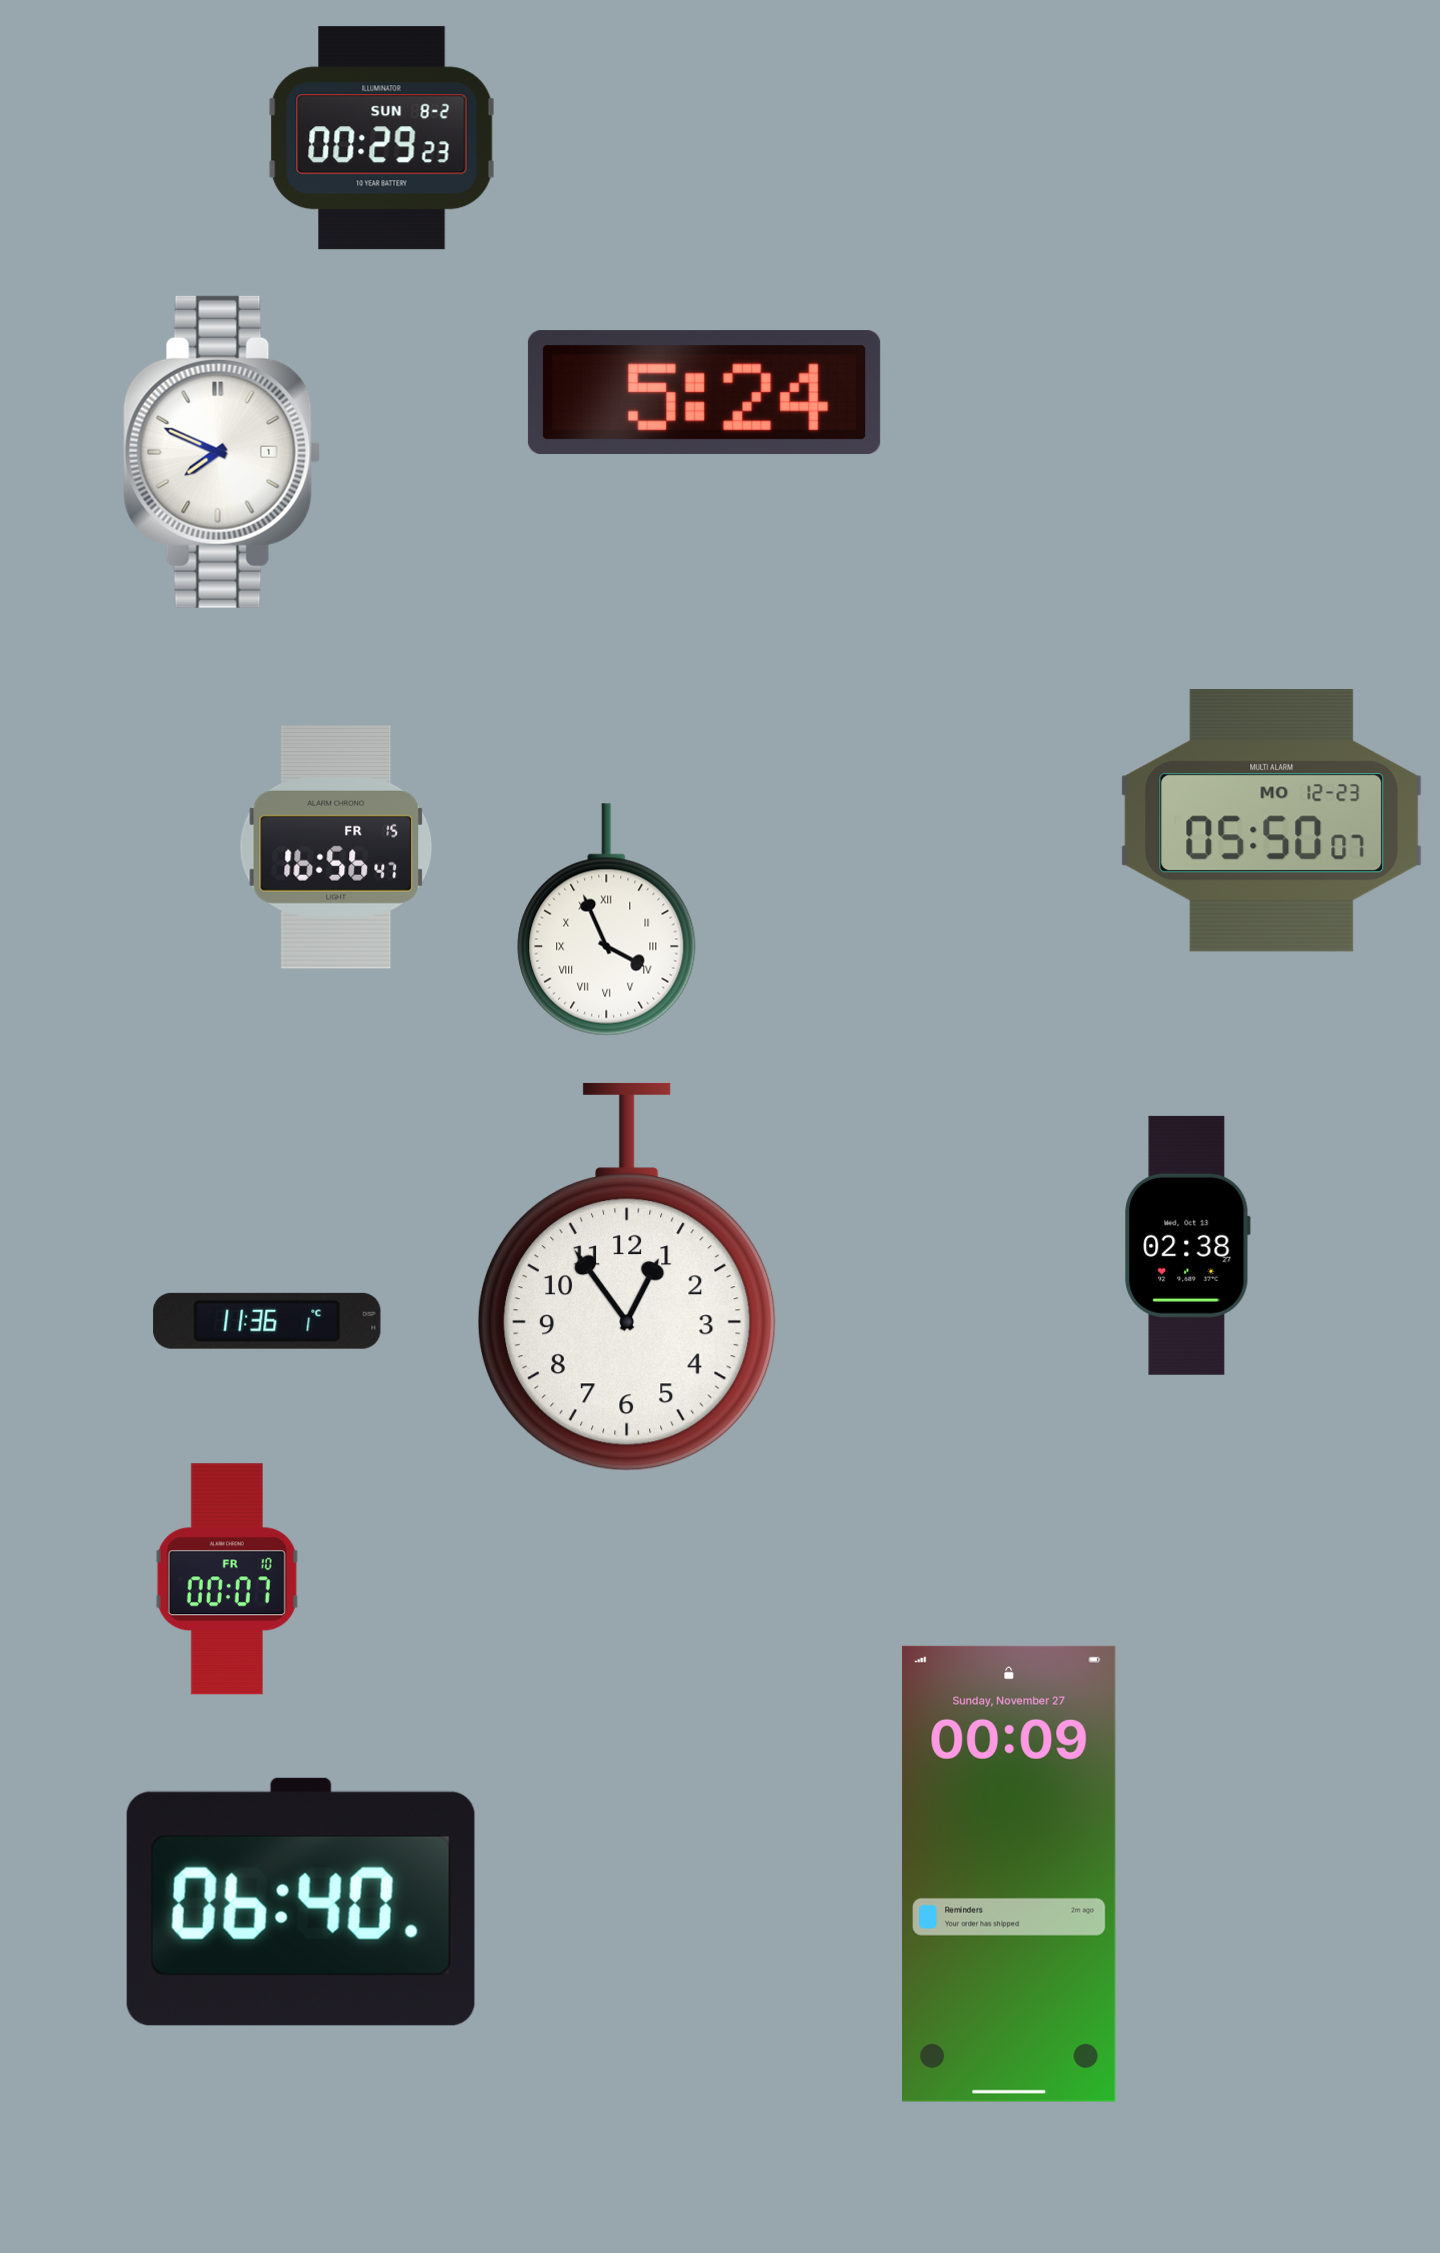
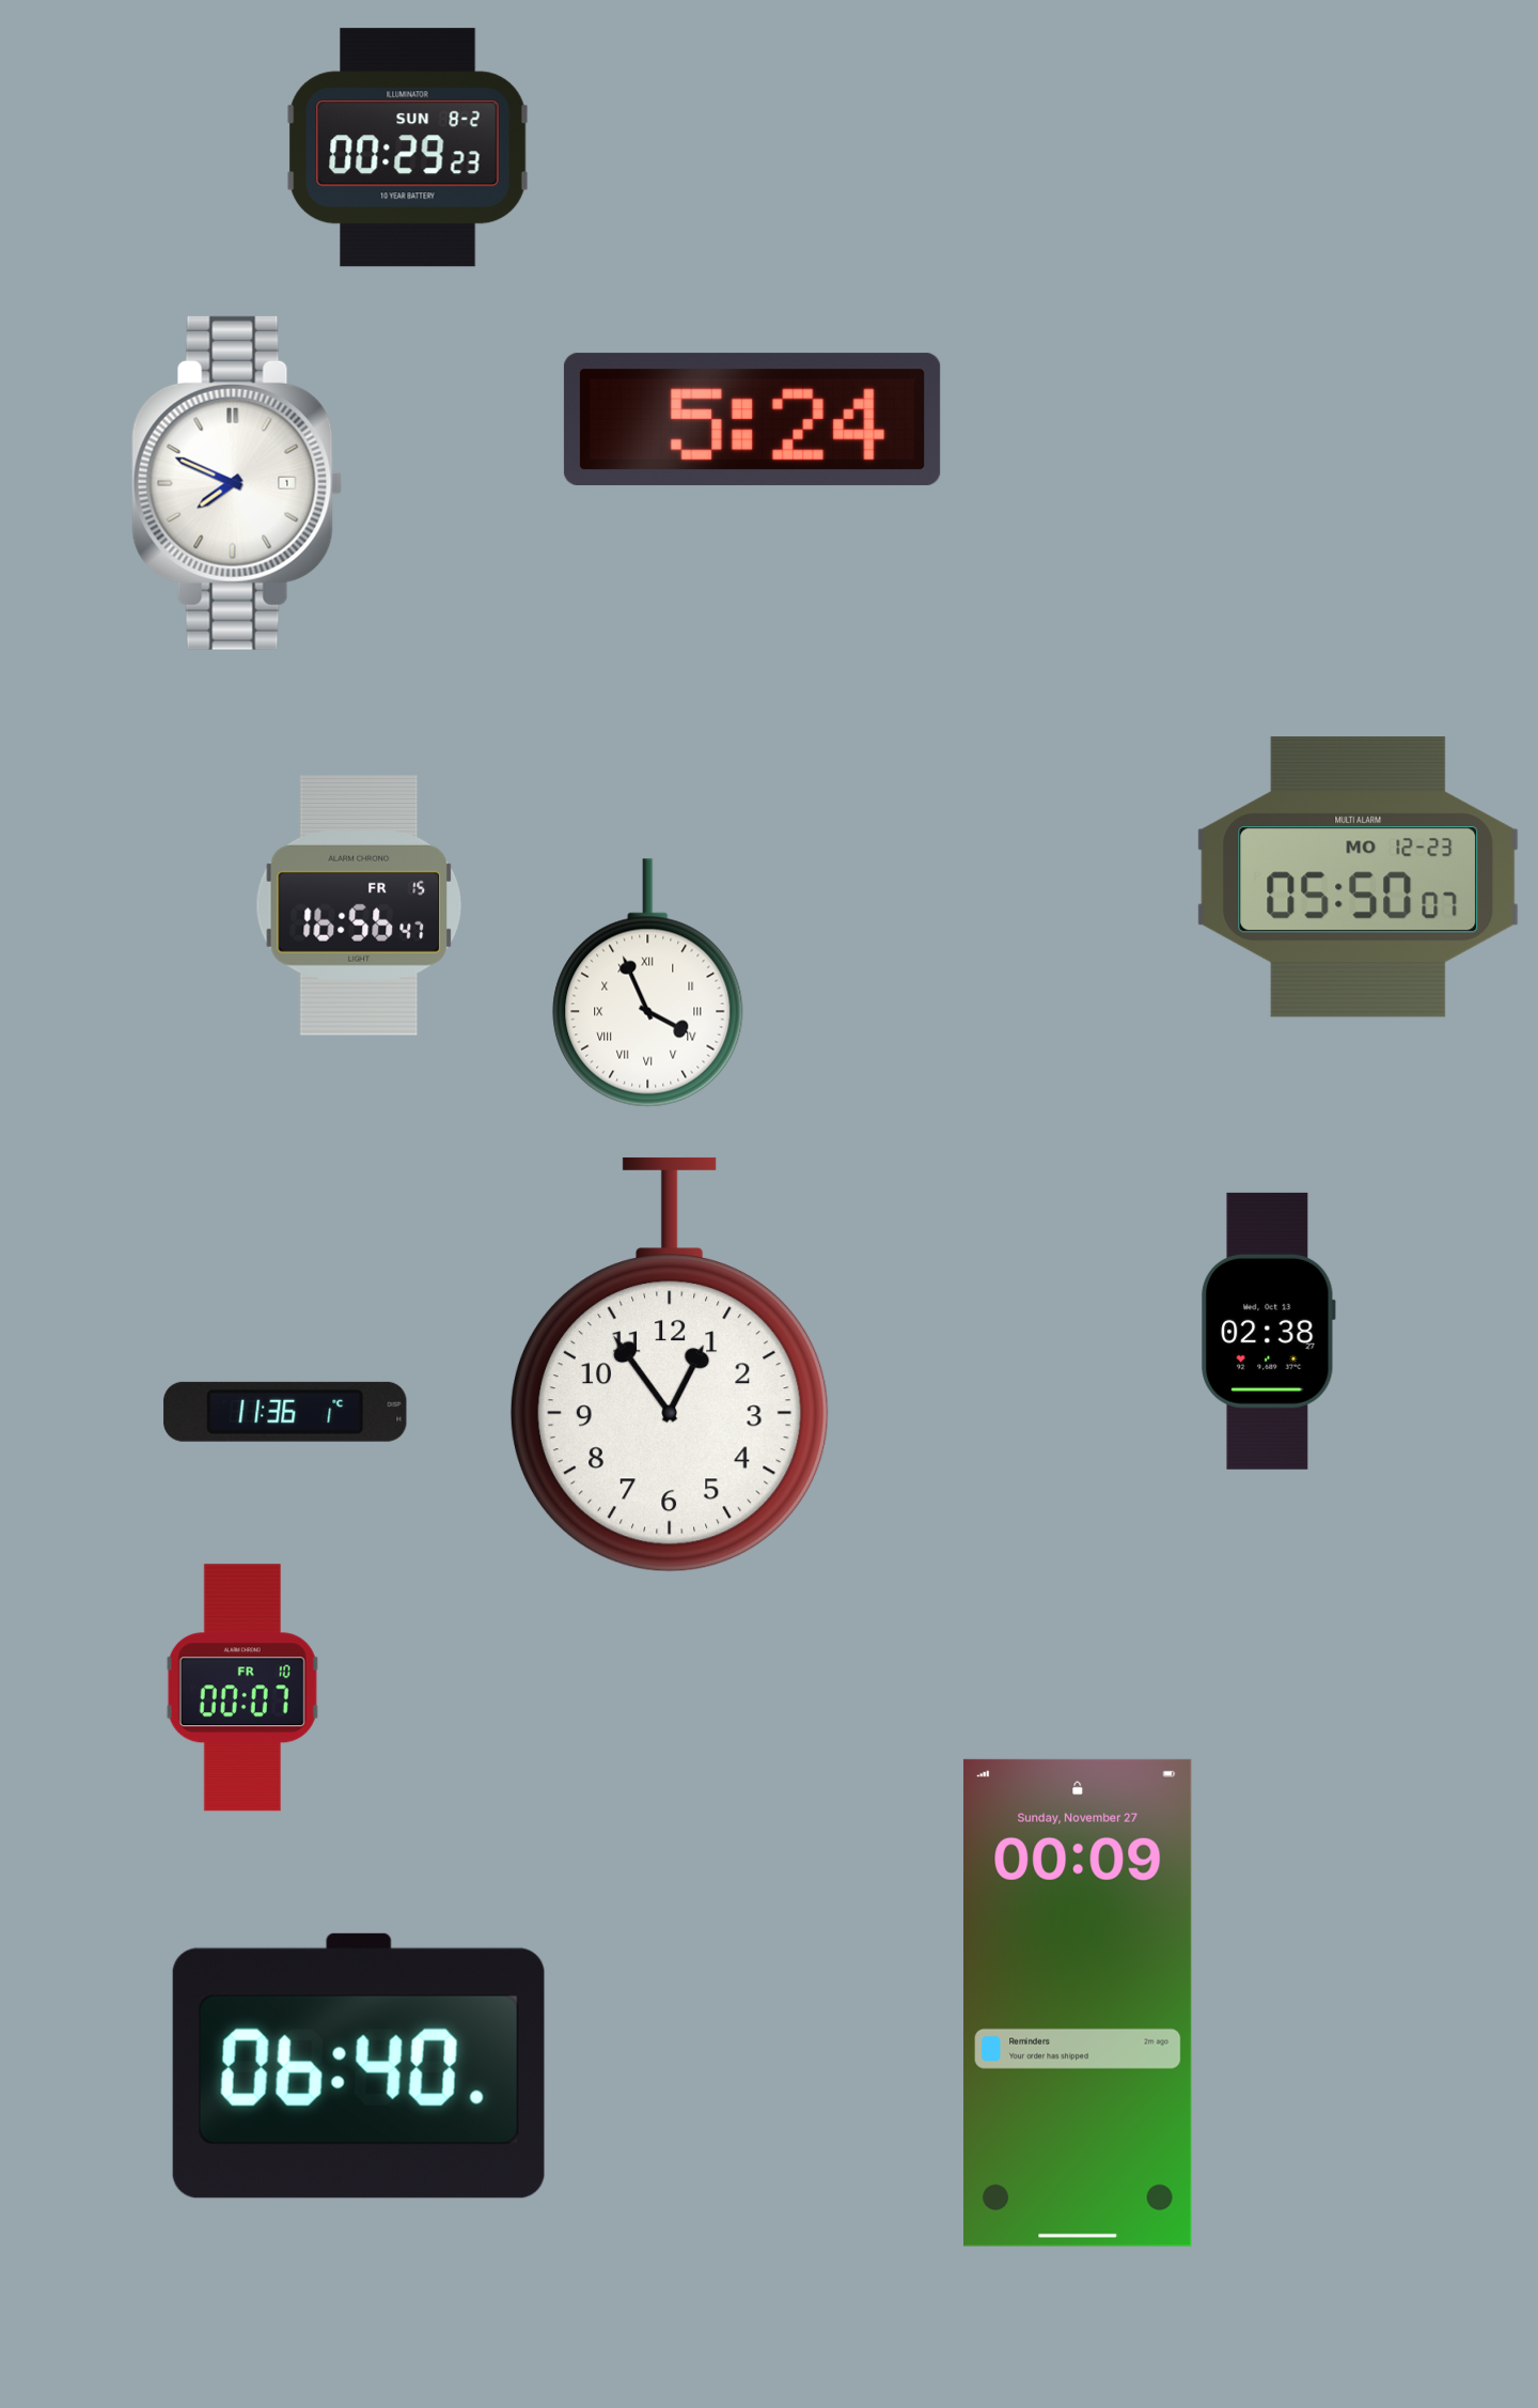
clock at (301, 1902) position: (301, 1902) -> (359, 2066)
